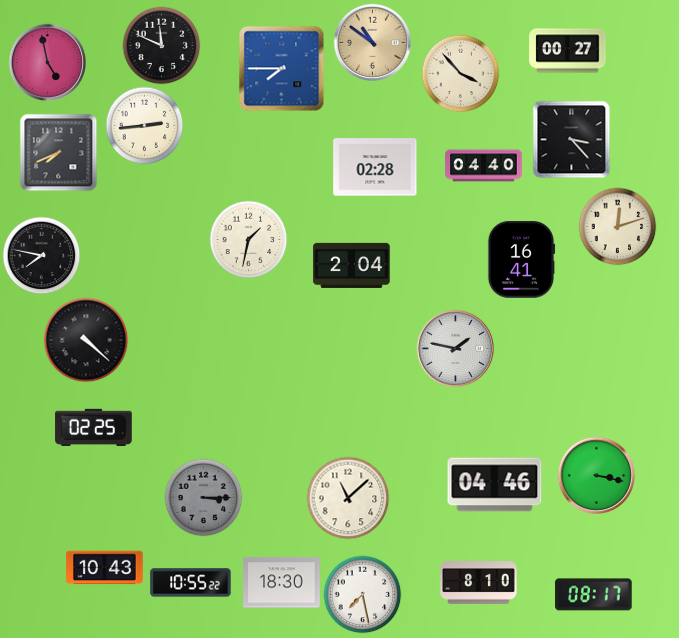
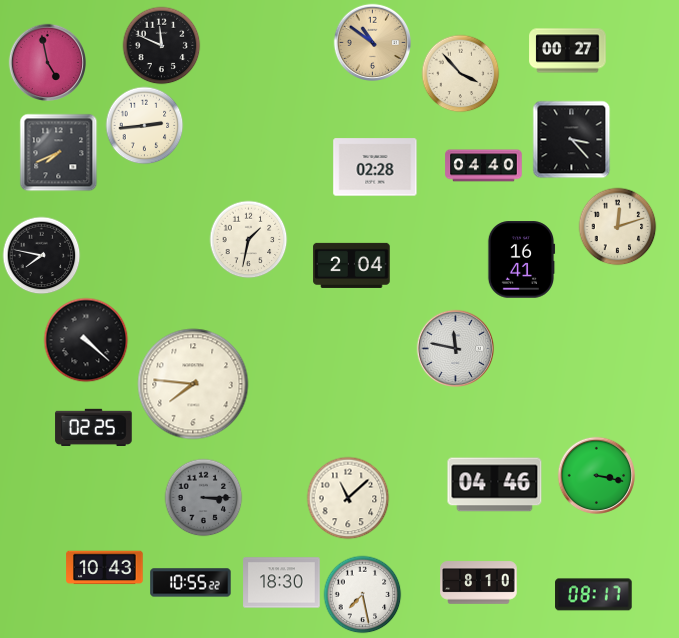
clock at (281, 68): 7:45 -> none
clock at (455, 348): 1:47 -> 11:47
clock at (193, 384): none -> 7:46
